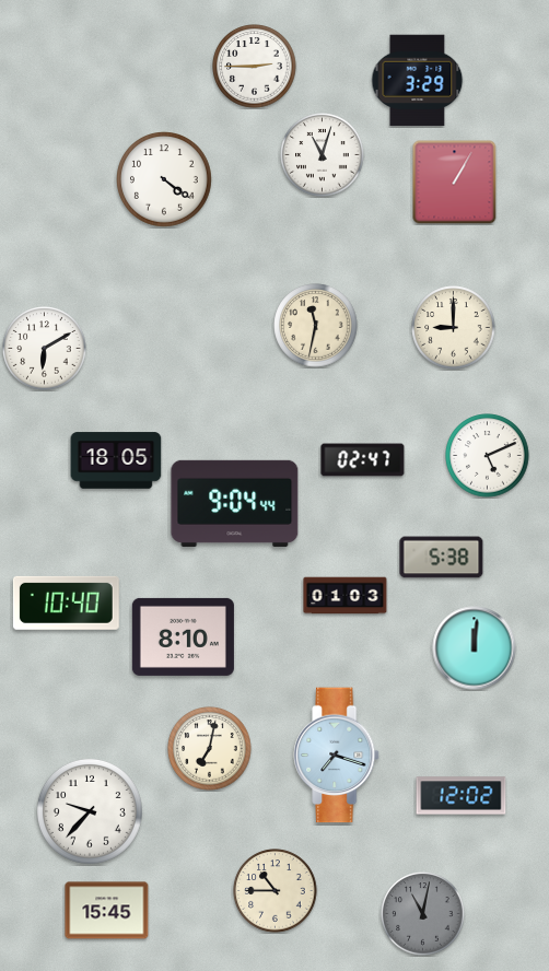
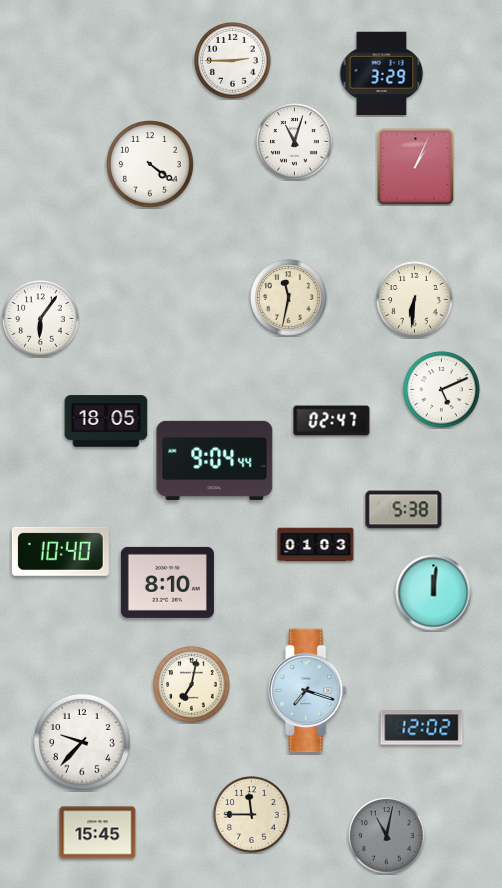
clock at (455, 183): 1:05 -> 1:04
clock at (454, 328): 9:00 -> 6:31
clock at (45, 349): 6:10 -> 6:06
clock at (488, 456) position: (488, 456) -> (442, 390)
clock at (276, 891): 10:45 -> 11:45
